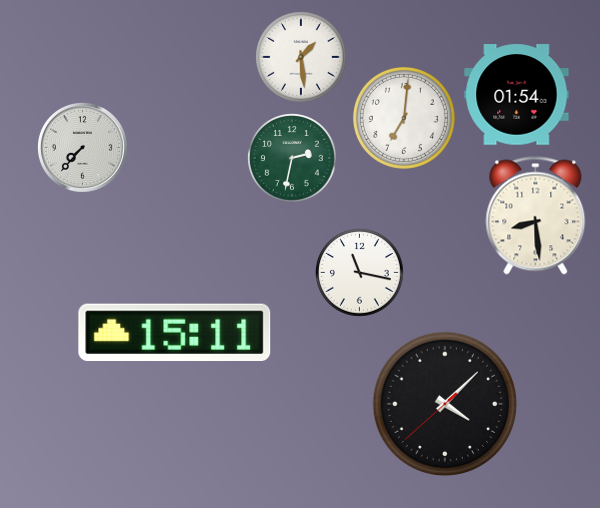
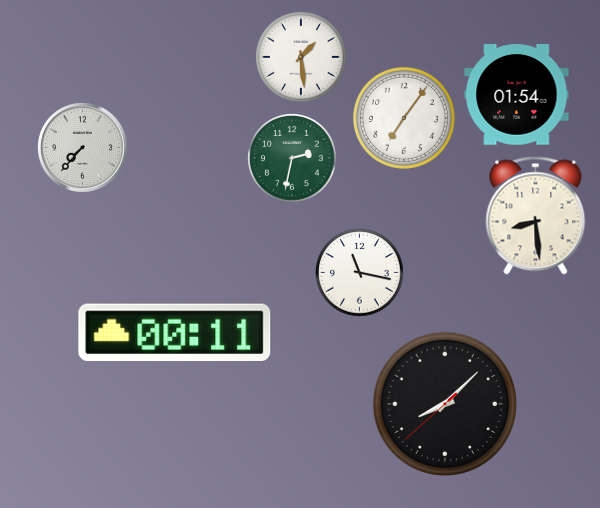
clock at (404, 118): 7:01 -> 7:06
clock at (175, 332): 15:11 -> 00:11
clock at (444, 403): 4:07 -> 8:07
